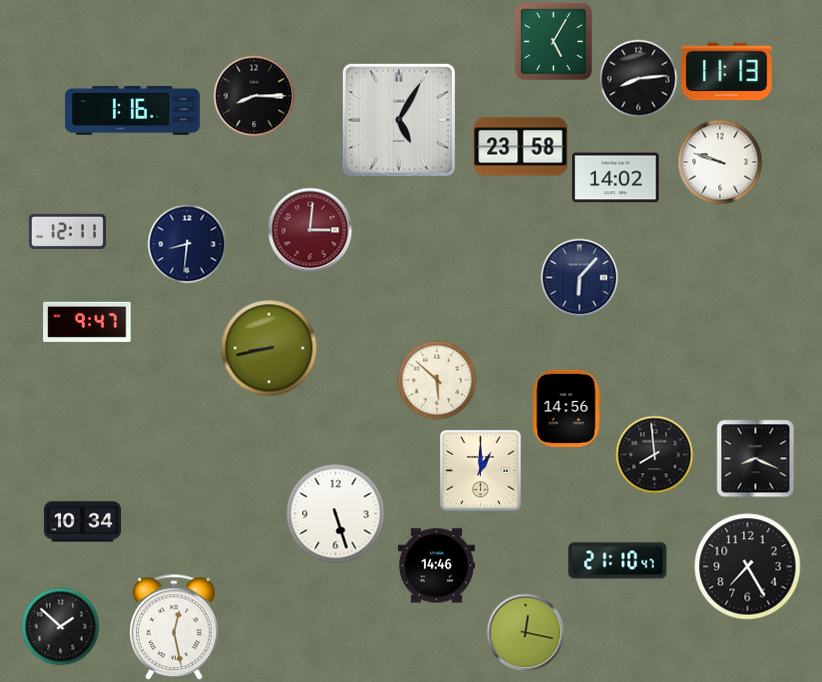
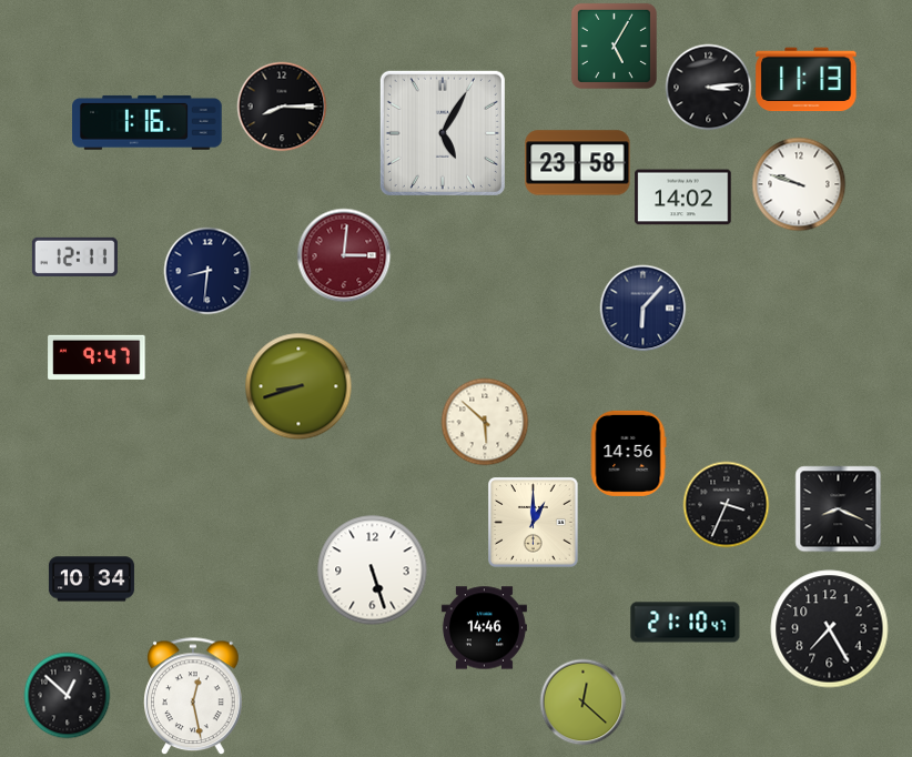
clock at (638, 78): 8:14 -> 3:14
clock at (720, 162) position: (720, 162) -> (799, 184)
clock at (269, 348): 8:43 -> 8:42
clock at (654, 454): 7:59 -> 3:34
clock at (60, 626): 1:52 -> 12:52
clock at (525, 632): 12:17 -> 12:22
